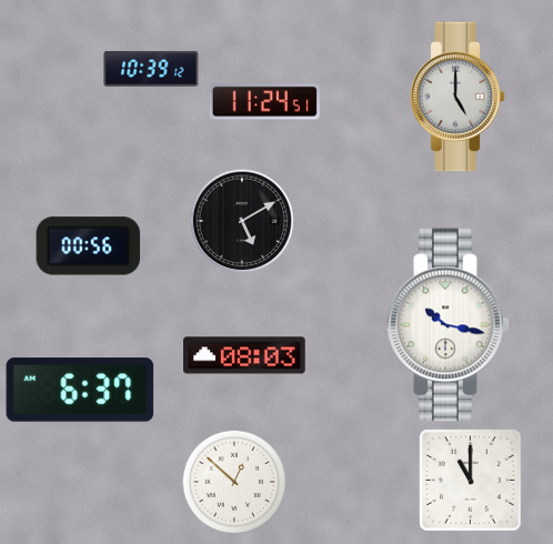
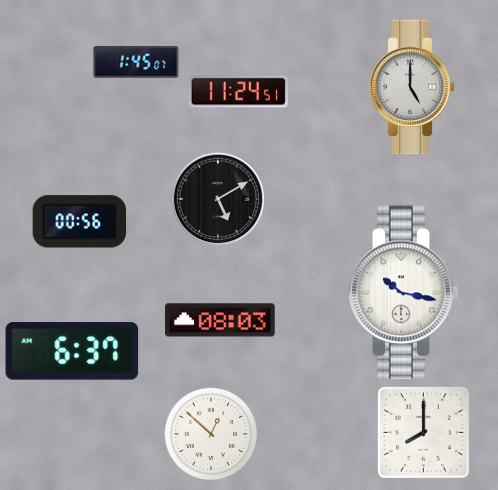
clock at (151, 69): 10:39 -> 1:45
clock at (471, 481): 11:00 -> 8:00
